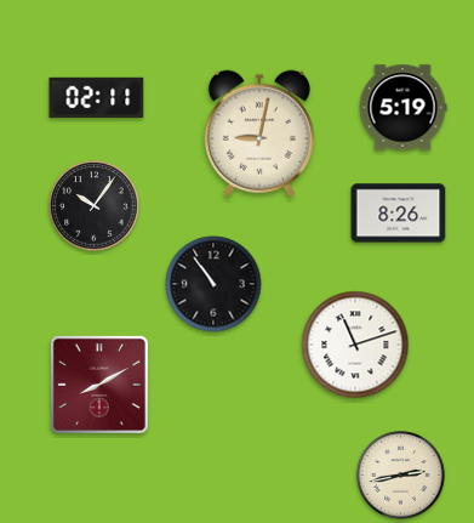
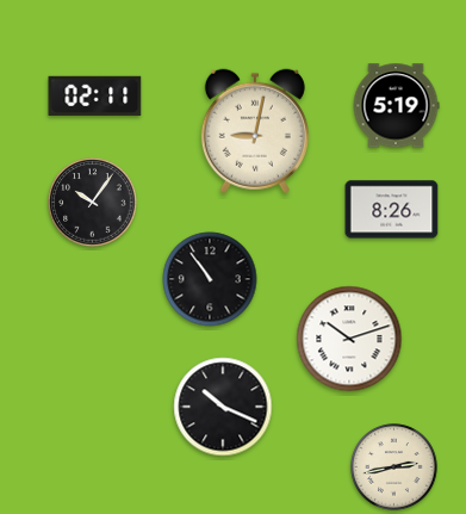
clock at (355, 345): 11:12 -> 10:12
clock at (99, 385): 8:10 -> none
clock at (223, 407): none -> 10:19
